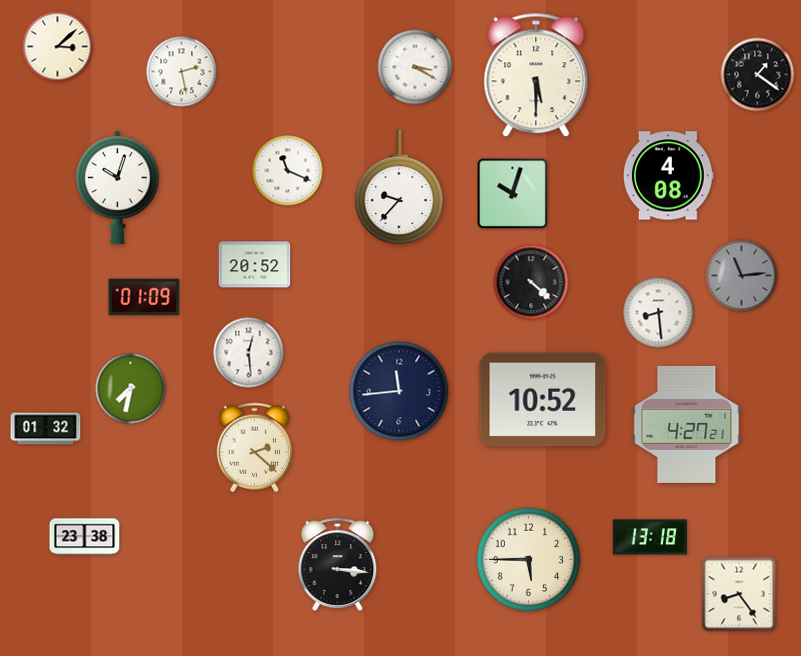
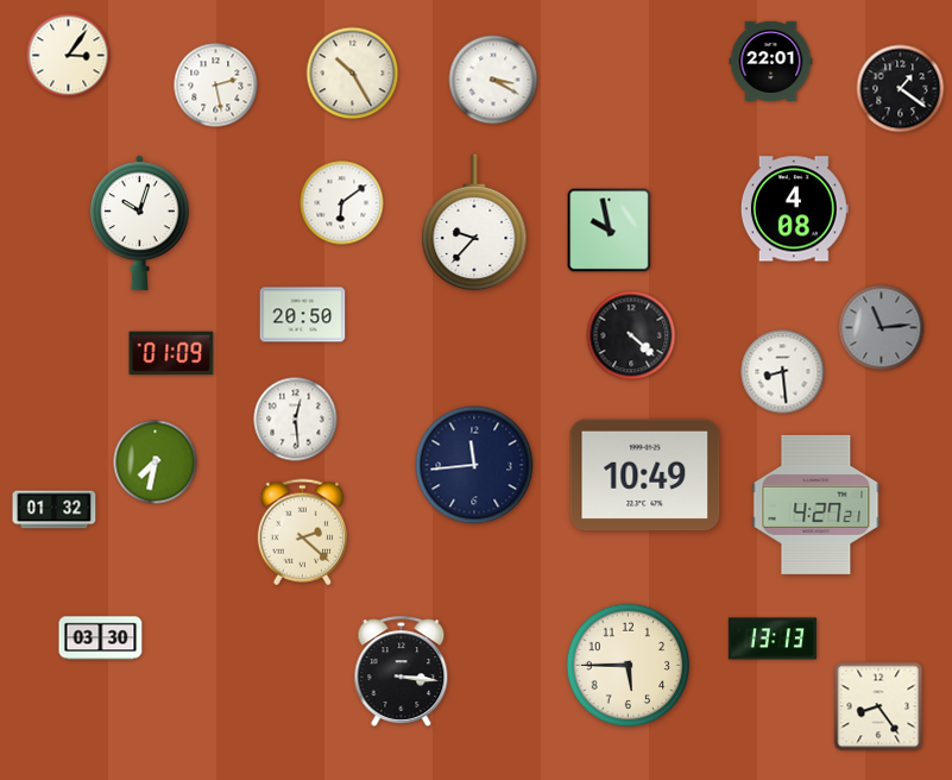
clock at (58, 47): 3:08 -> 3:06
clock at (771, 61): none -> 22:01
clock at (353, 74): none -> 10:25
clock at (536, 75): 5:30 -> none
clock at (288, 171): 11:19 -> 6:09
clock at (513, 194): 10:03 -> 9:58
clock at (255, 265): 20:52 -> 20:50
clock at (543, 400): 10:52 -> 10:49
clock at (85, 537): 23:38 -> 03:30
clock at (650, 537): 13:18 -> 13:13
